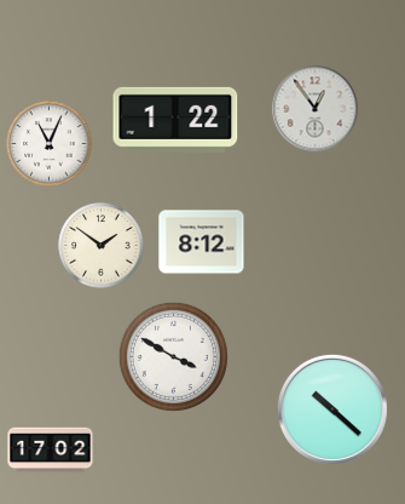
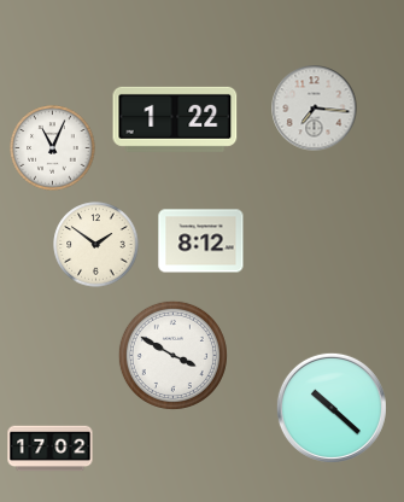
clock at (316, 109): 12:54 -> 7:16
clock at (50, 144) position: (50, 144) -> (53, 148)
clock at (102, 246) position: (102, 246) -> (96, 245)
